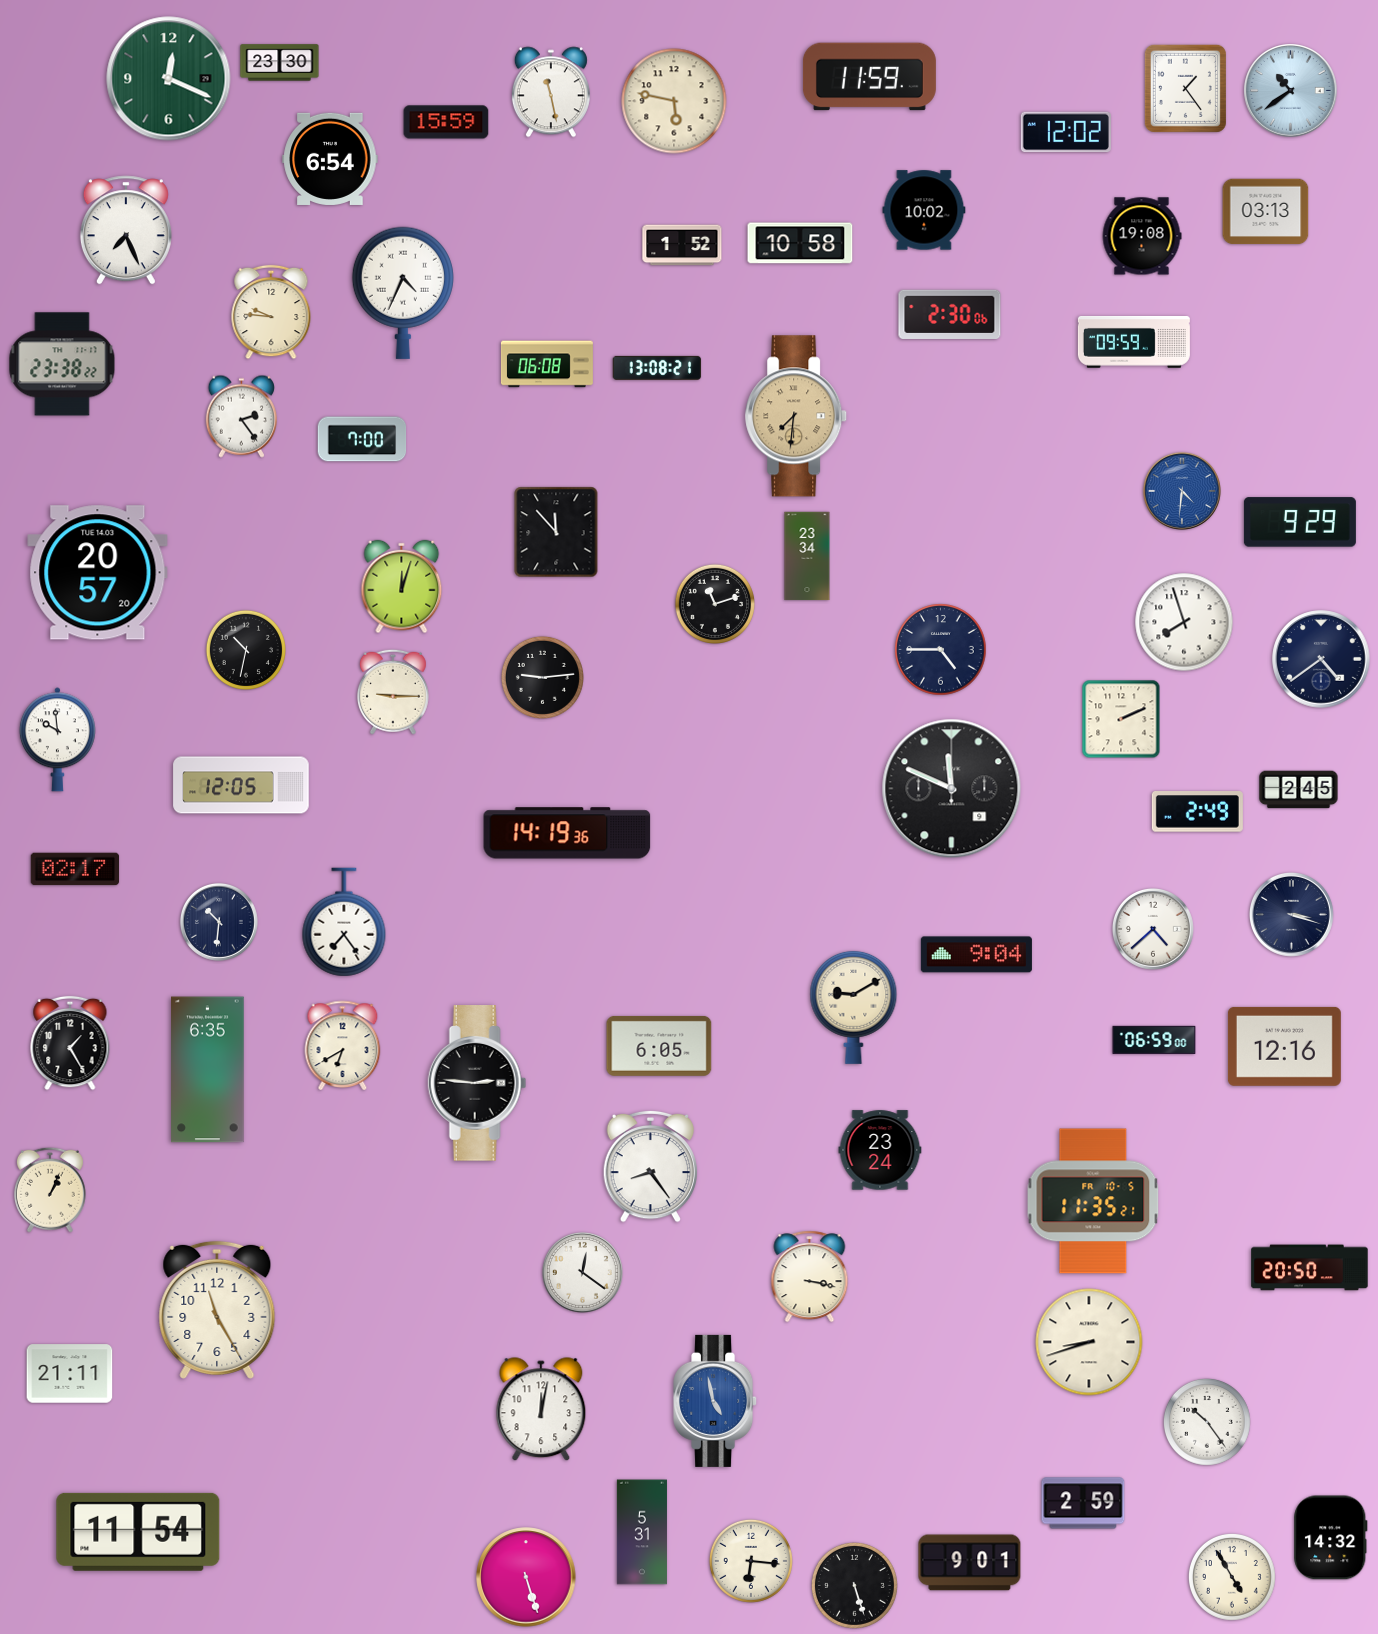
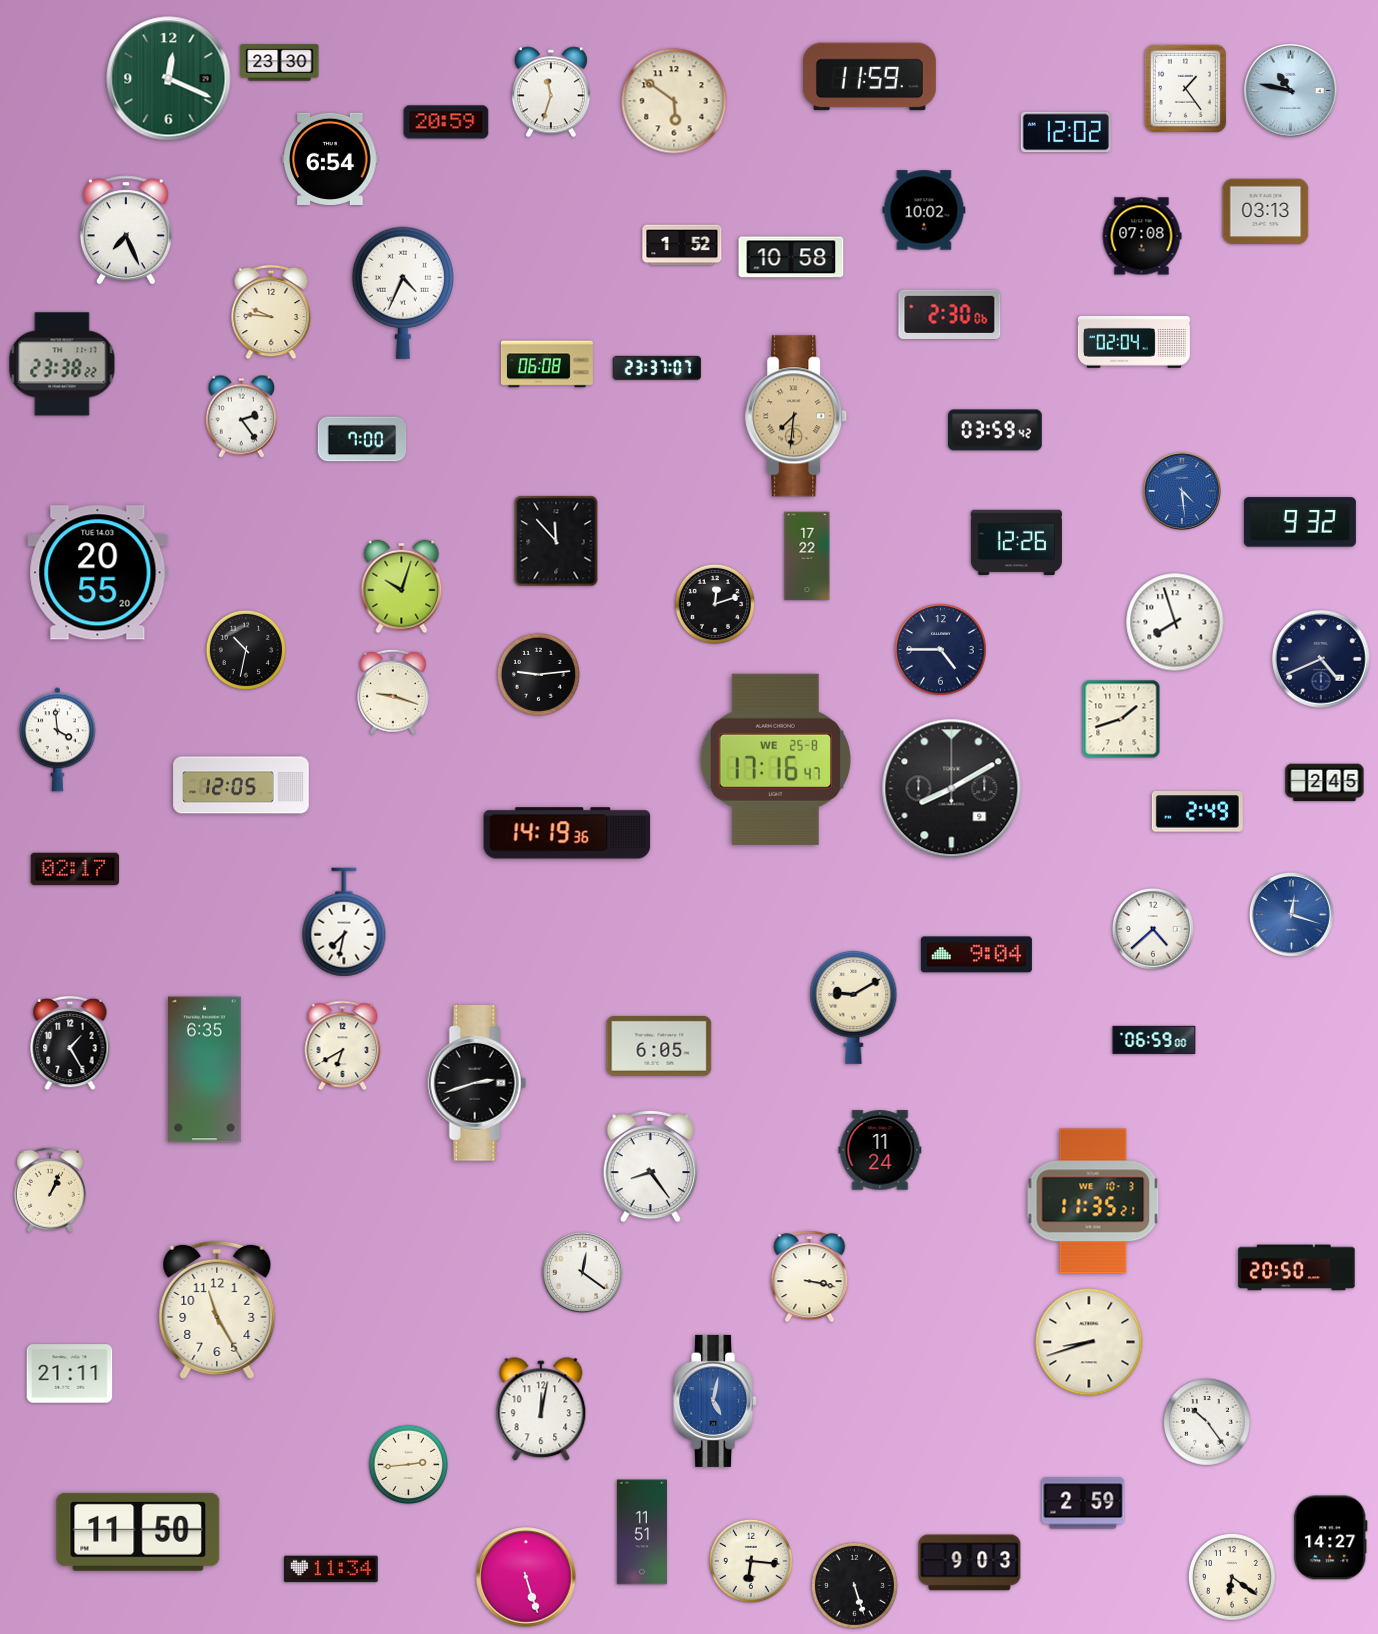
clock at (1291, 91): 10:39 -> 10:47
clock at (551, 92): 11:28 -> 11:33
clock at (674, 101): 5:47 -> 5:51
clock at (446, 122): 15:59 -> 20:59
clock at (1142, 236): 19:08 -> 07:08
clock at (800, 243) position: (800, 243) -> (791, 257)
clock at (1134, 342): 09:59 -> 02:04
clock at (657, 368): 13:08 -> 23:37
clock at (995, 430): none -> 03:59
clock at (1182, 491): 4:31 -> 4:29
clock at (1300, 522): 9:29 -> 9:32
clock at (556, 532) position: (556, 532) -> (556, 541)
clock at (1016, 543): none -> 12:26
clock at (807, 556): 23:34 -> 17:22
clock at (98, 573): 20:57 -> 20:55
clock at (402, 587): 12:03 -> 10:03
clock at (715, 604): 11:12 -> 12:12
clock at (1184, 622) position: (1184, 622) -> (1175, 622)
clock at (1321, 659): 4:39 -> 4:41
clock at (542, 677) position: (542, 677) -> (538, 674)
clock at (393, 692): 9:15 -> 9:18
clock at (1121, 719): 2:11 -> 1:42
clock at (57, 740): 9:59 -> 3:59
clock at (776, 759): none -> 17:16
clock at (952, 789): 11:49 -> 8:10
clock at (1299, 790) position: (1299, 790) -> (1325, 783)
clock at (1292, 915): 3:18 -> 12:18
clock at (1292, 915) dial: navy -> blue
clock at (219, 922): 10:31 -> none
clock at (344, 922): 7:24 -> 7:32
clock at (1284, 1046): 12:16 -> none
clock at (208, 1070) position: (208, 1070) -> (205, 1070)
clock at (477, 1083): 2:46 -> 2:42
clock at (880, 1150): 23:24 -> 11:24
clock at (1093, 1201) date: FR 10-5 -> WE 10-3
clock at (1310, 1268) position: (1310, 1268) -> (1297, 1268)
clock at (716, 1401): 4:58 -> 5:02
clock at (408, 1464): none -> 2:44
clock at (138, 1532): 11:54 -> 11:50
clock at (642, 1532): 5:31 -> 11:51
clock at (1331, 1538): 14:32 -> 14:27
clock at (970, 1563): 9:01 -> 9:03
clock at (332, 1569): none -> 11:34
clock at (1232, 1577): 4:55 -> 6:21
